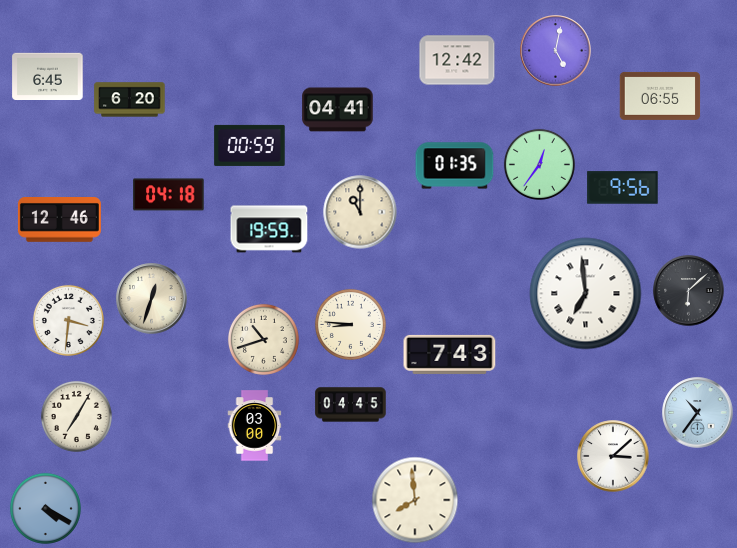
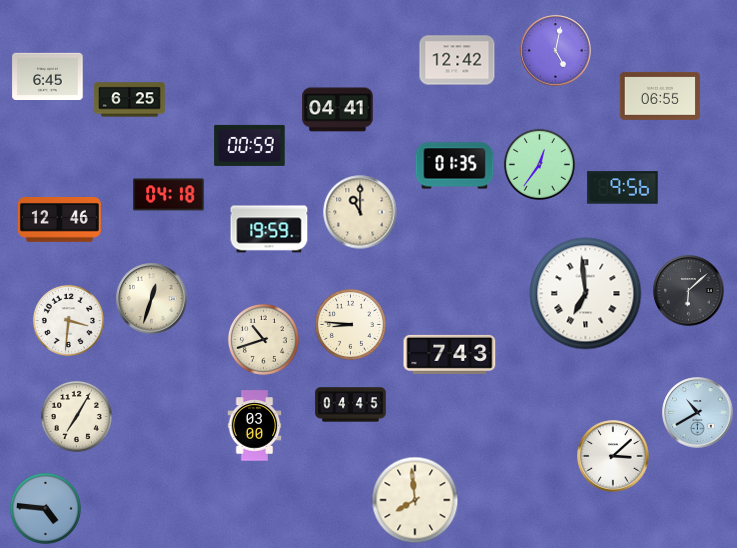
clock at (130, 100): 6:20 -> 6:25
clock at (698, 413): 10:36 -> 10:40
clock at (45, 508): 4:20 -> 4:46
